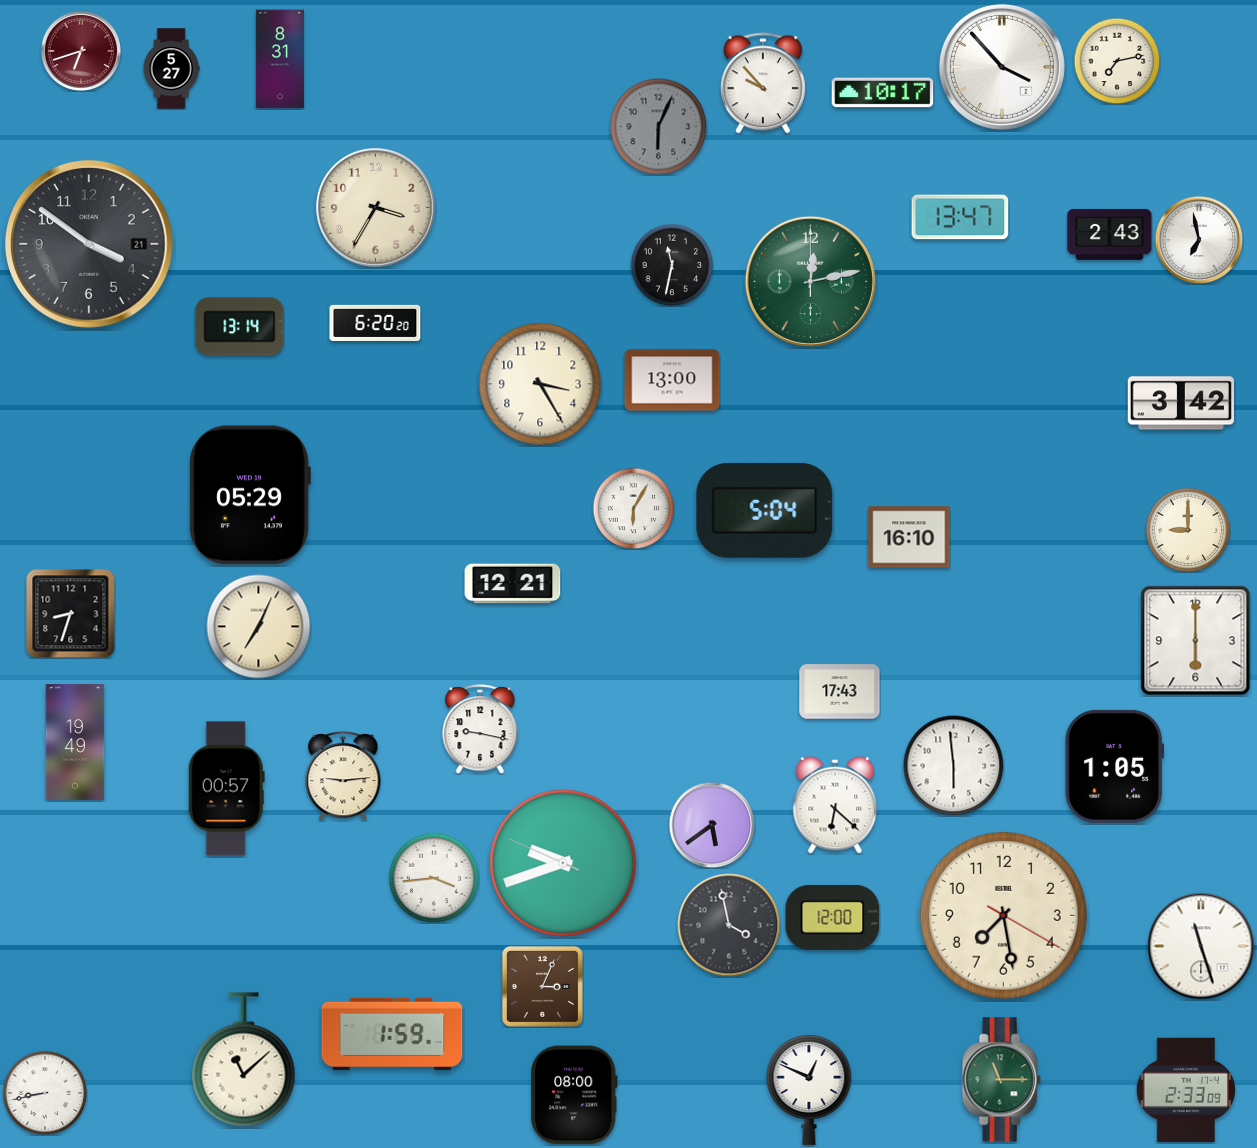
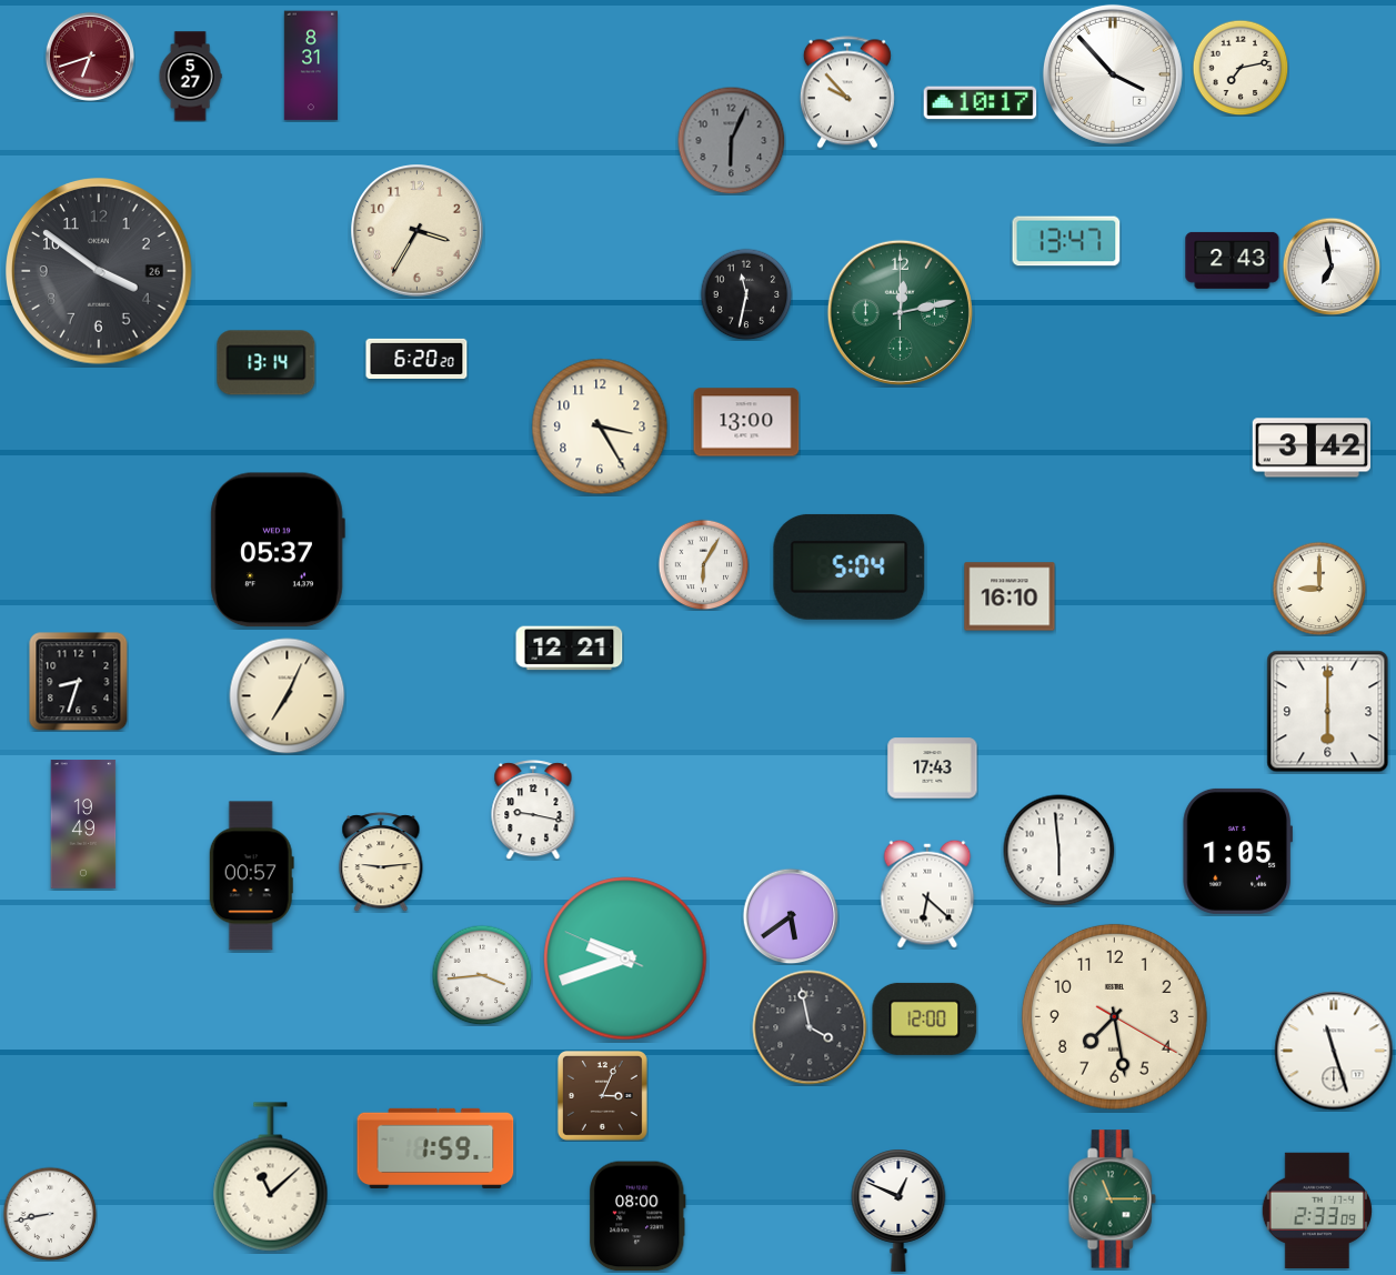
clock at (90, 245) date: 21 -> 26
clock at (250, 495): 05:29 -> 05:37
